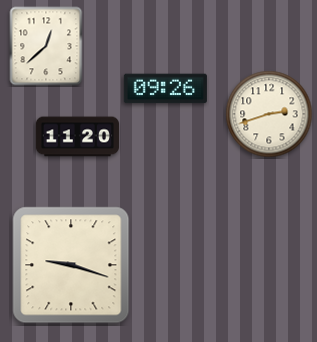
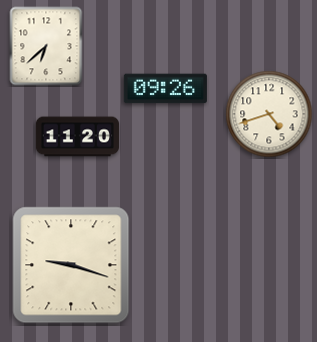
clock at (46, 46): 12:38 -> 6:38
clock at (269, 114): 2:42 -> 4:42
